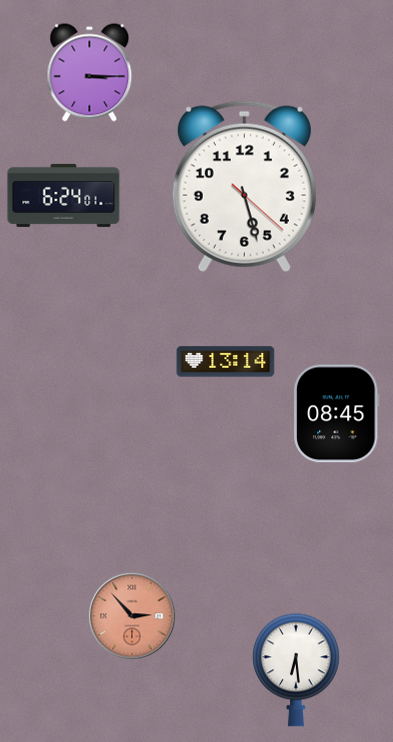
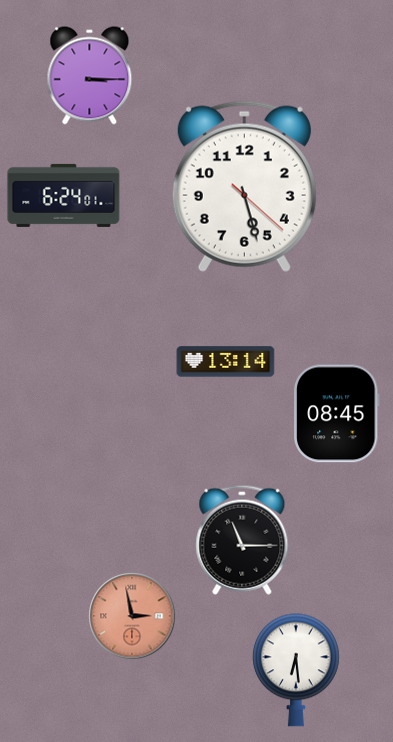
clock at (90, 73) position: (90, 73) -> (90, 76)
clock at (242, 540): none -> 11:15
clock at (132, 616): 2:53 -> 2:58
